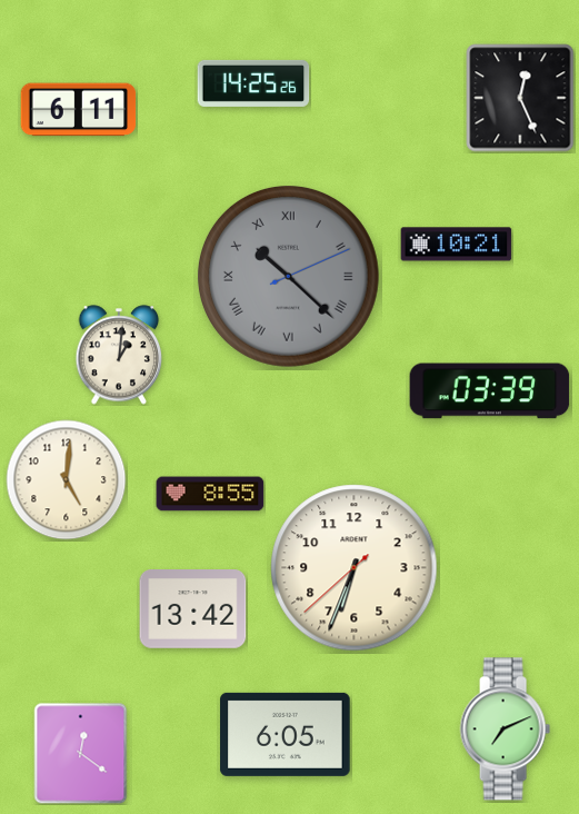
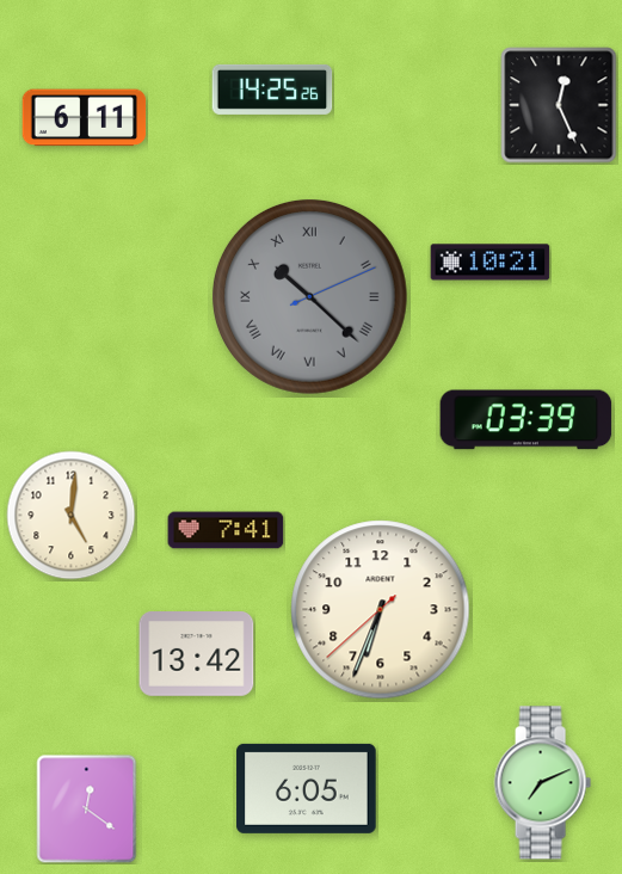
clock at (119, 355): 1:01 -> none
clock at (210, 494): 8:55 -> 7:41
clock at (193, 609) position: (193, 609) -> (197, 654)
